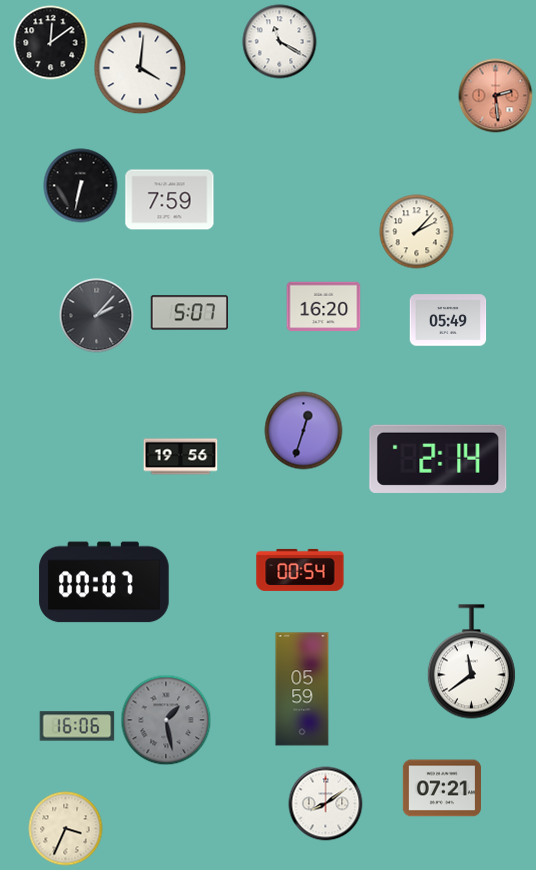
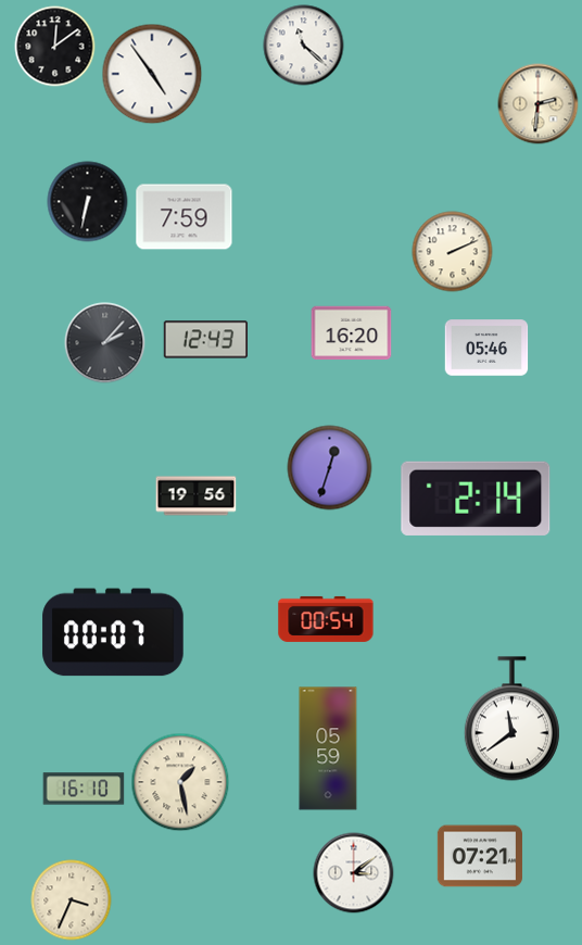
clock at (280, 42): 11:20 -> 11:22
clock at (140, 68): 4:01 -> 4:54
clock at (496, 96): 2:29 -> 2:31
clock at (496, 96) dial: salmon -> cream
clock at (417, 232): 2:07 -> 2:11
clock at (190, 313): 5:07 -> 12:43
clock at (448, 320): 05:49 -> 05:46
clock at (166, 720) dial: grey -> cream
clock at (77, 726): 16:06 -> 16:10
clock at (326, 804): 8:09 -> 3:09
